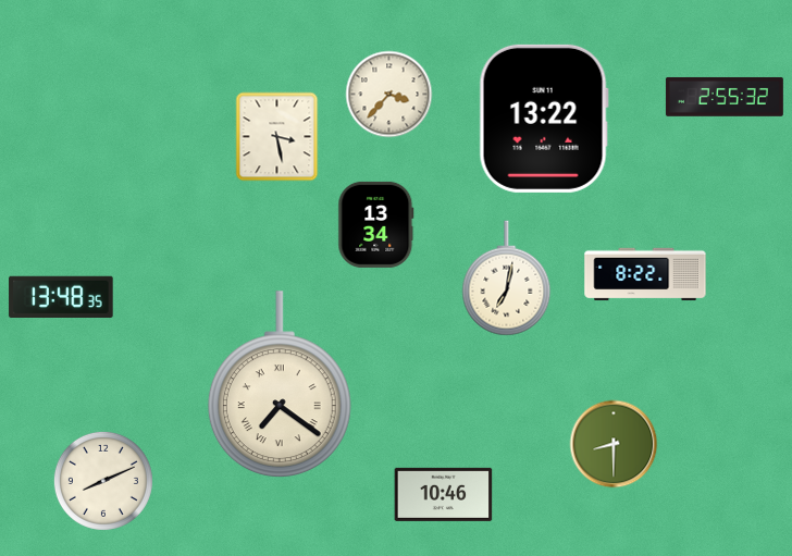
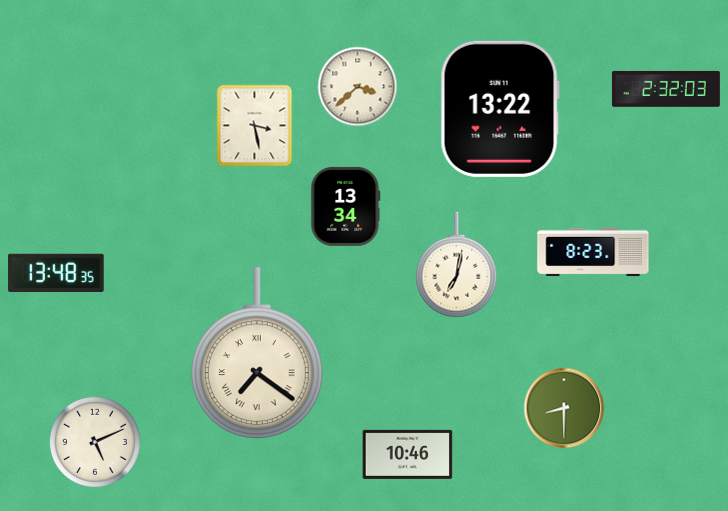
clock at (389, 95): 3:37 -> 3:38
clock at (725, 97): 2:55 -> 2:32
clock at (645, 274): 8:22 -> 8:23
clock at (507, 279) position: (507, 279) -> (457, 265)
clock at (103, 481): 8:11 -> 5:11
